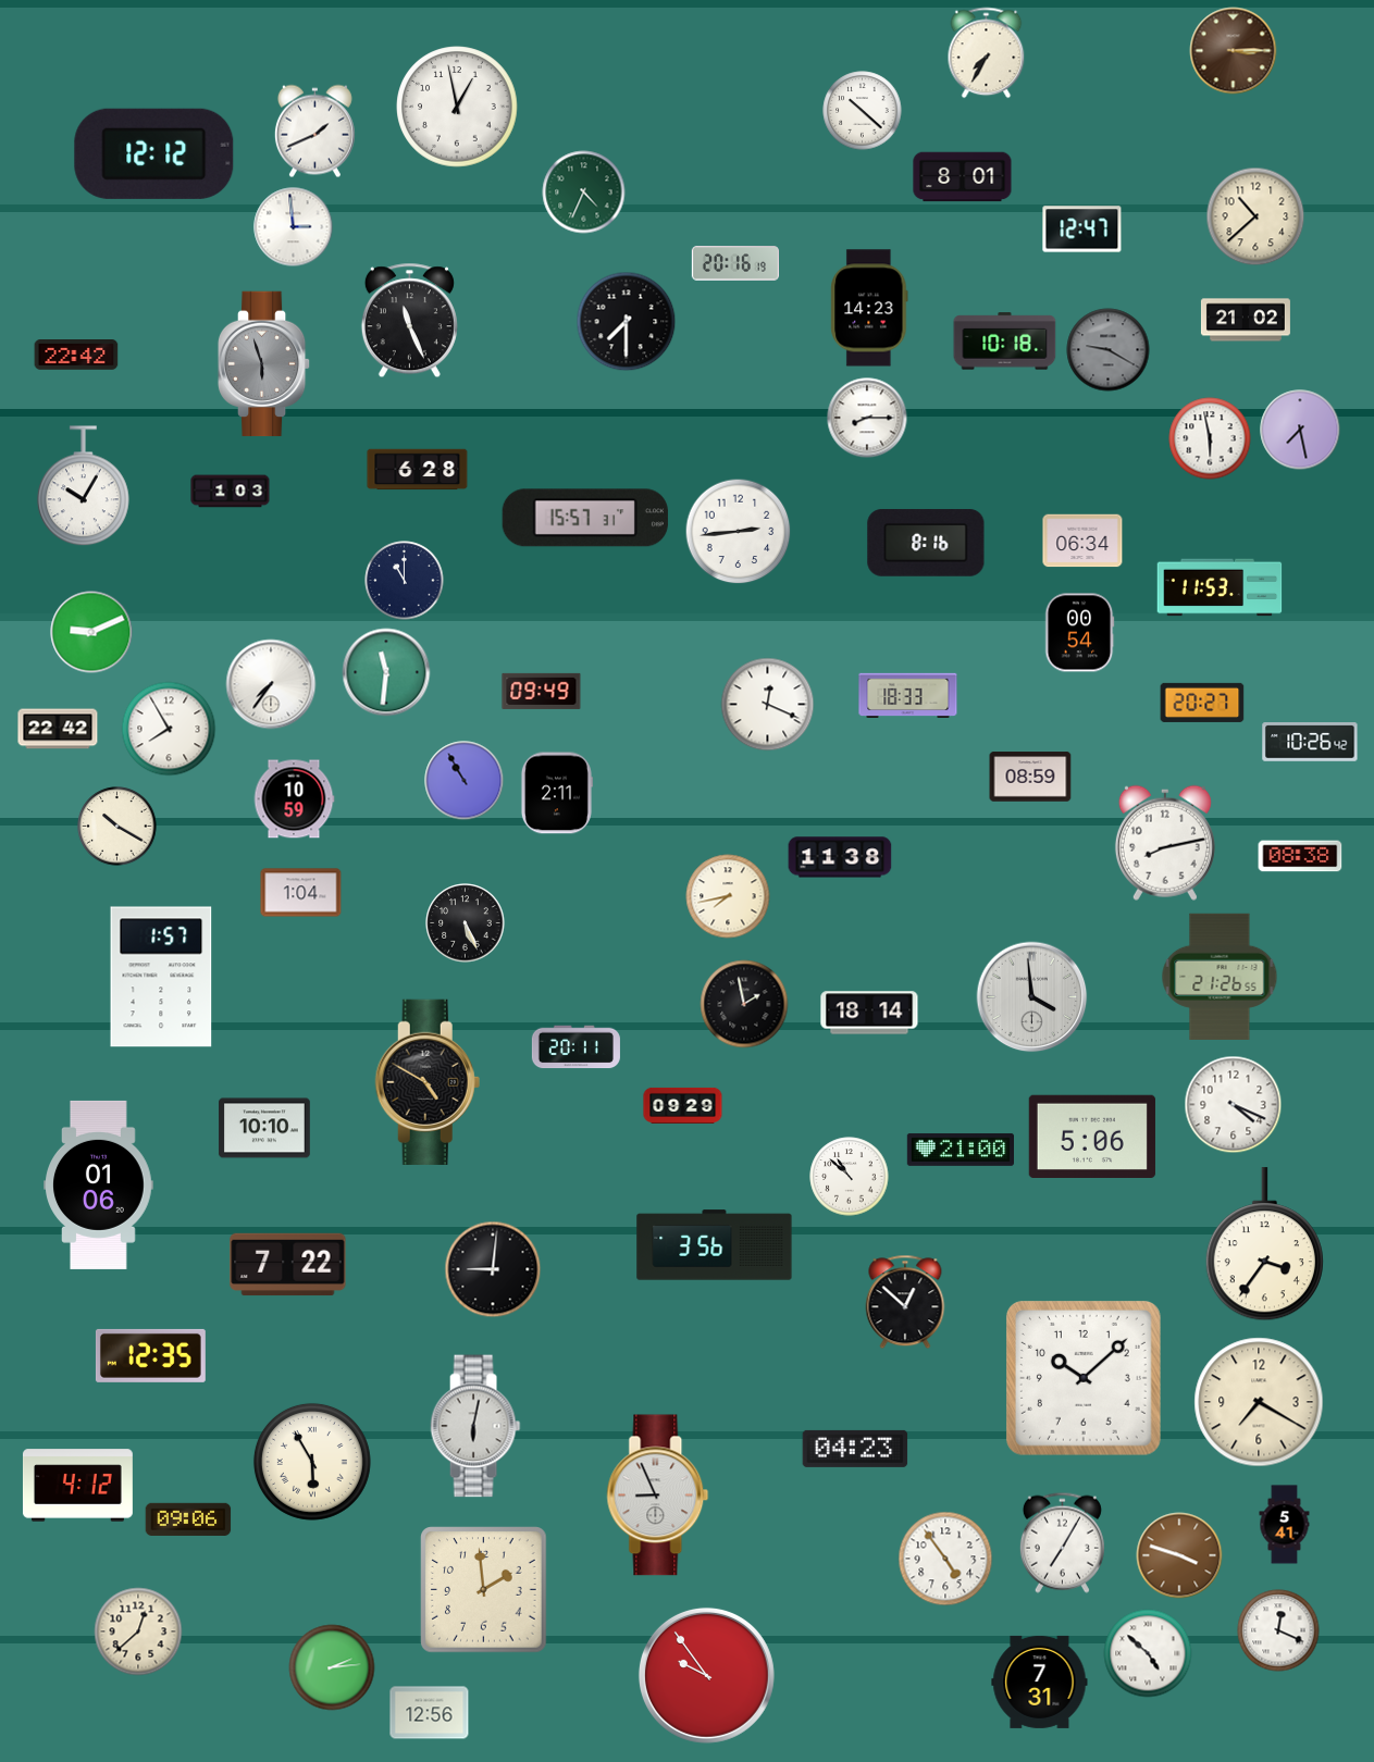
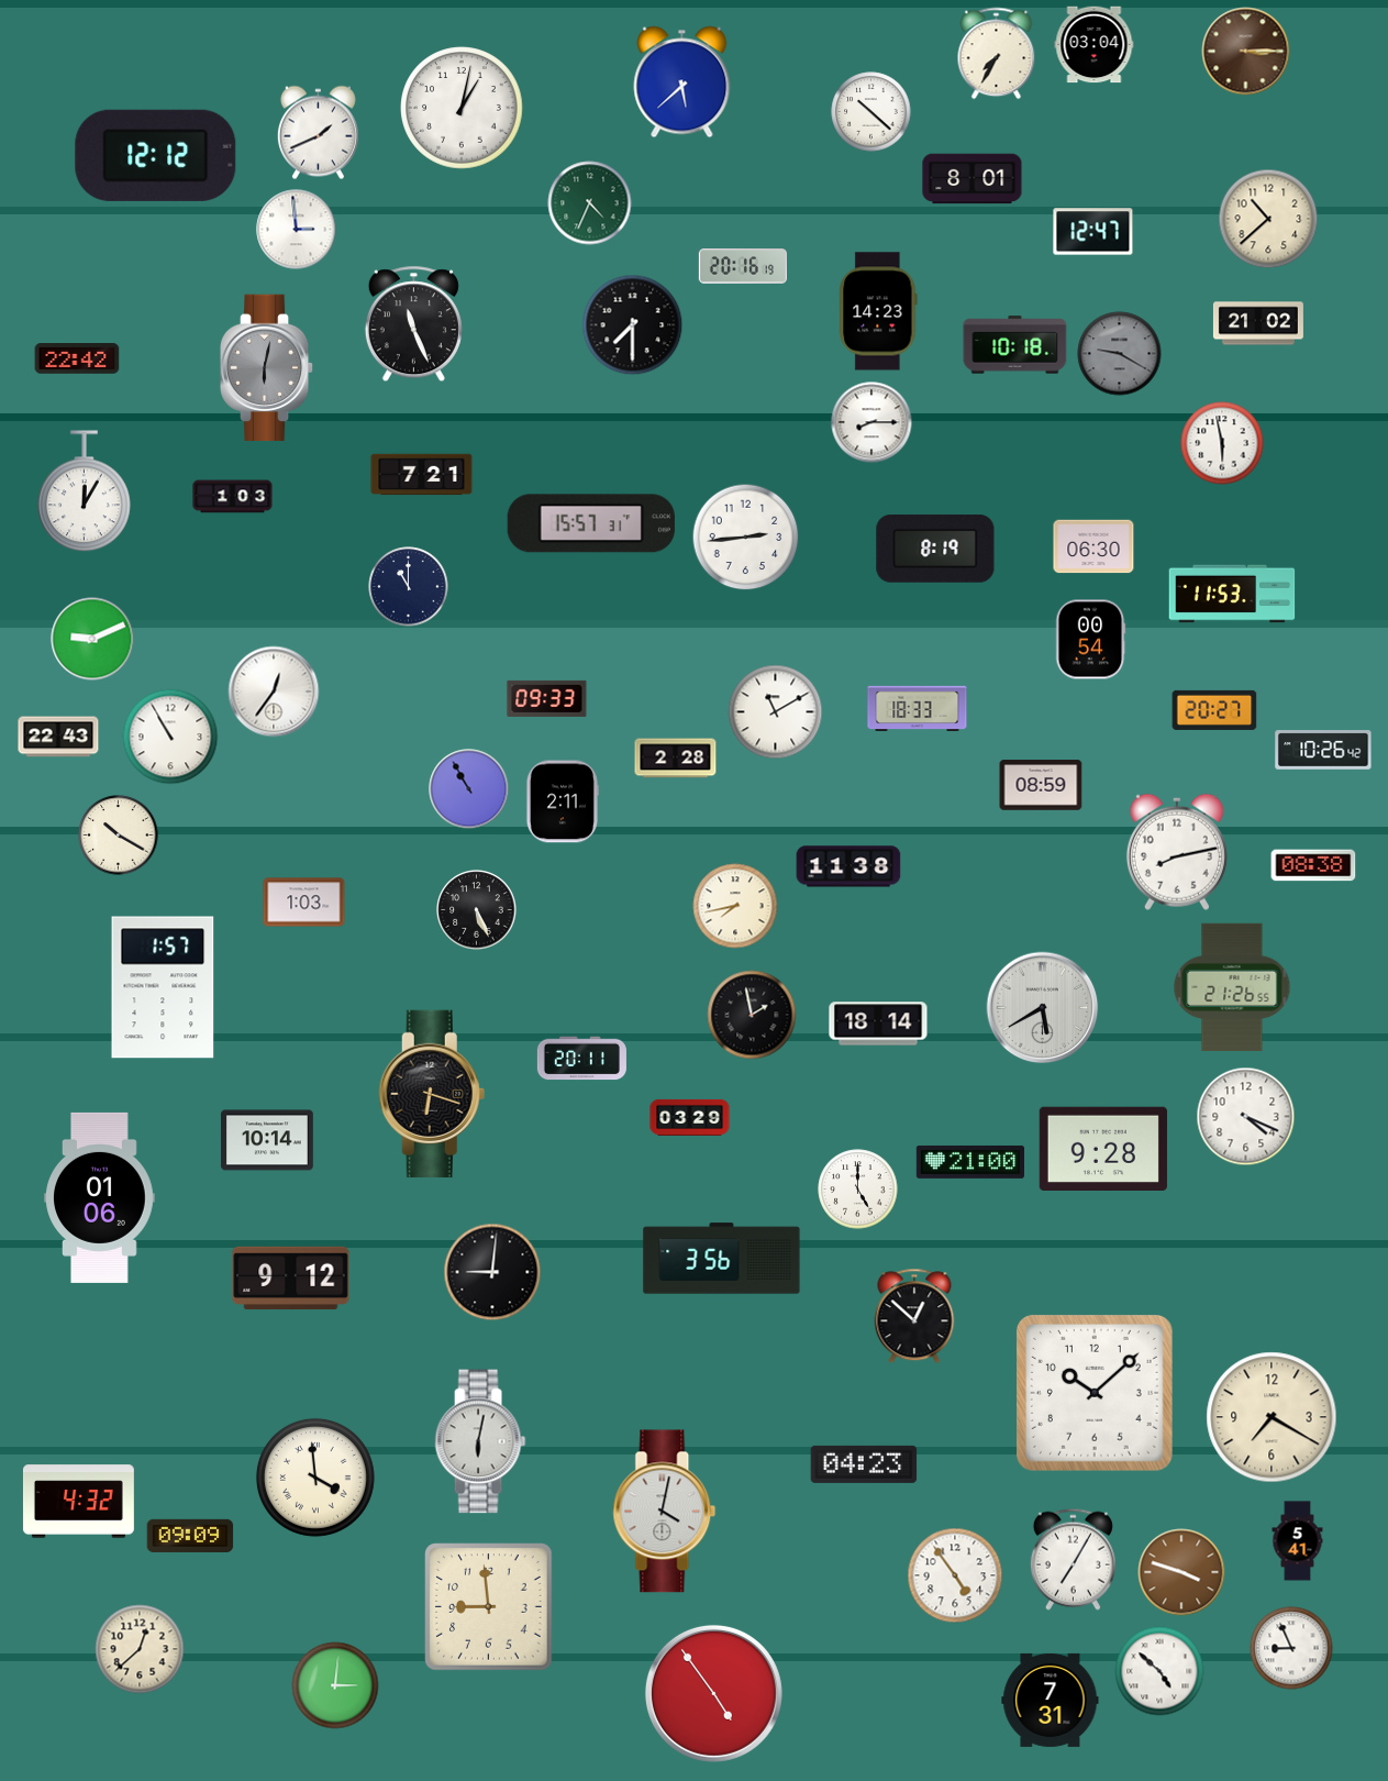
clock at (1095, 45): none -> 03:04
clock at (682, 82): none -> 5:38
clock at (457, 107): 12:58 -> 1:02
clock at (584, 193) position: (584, 193) -> (590, 203)
clock at (264, 364): 5:57 -> 6:02
clock at (867, 418) position: (867, 418) -> (871, 422)
clock at (1300, 430): 7:28 -> none
clock at (418, 470): 6:28 -> 7:21
clock at (83, 486): 10:05 -> 12:05
clock at (1082, 541): 06:34 -> 06:30
clock at (926, 543): 8:16 -> 8:19
clock at (386, 672): 11:31 -> none
clock at (271, 684): 7:36 -> 12:36
clock at (542, 691): 09:49 -> 09:33
clock at (908, 695) position: (908, 695) -> (918, 708)
clock at (768, 705): 12:19 -> 11:10
clock at (58, 729): 22:42 -> 22:43
clock at (169, 729): 7:55 -> 10:55
clock at (676, 759): none -> 2:28
clock at (294, 799): 10:59 -> none
clock at (301, 893): 1:04 -> 1:03
clock at (466, 923) position: (466, 923) -> (477, 910)
clock at (1032, 997): 3:59 -> 5:40
clock at (428, 1082): 4:50 -> 6:18
clock at (683, 1105): 09:29 -> 03:29
clock at (264, 1128): 10:10 -> 10:14
clock at (1092, 1136): 5:06 -> 9:28
clock at (850, 1177): 10:52 -> 5:00
clock at (1264, 1244): 3:36 -> none
clock at (288, 1265): 7:22 -> 9:12
clock at (493, 1269) position: (493, 1269) -> (492, 1272)
clock at (150, 1355): 12:35 -> none
clock at (312, 1462): 5:55 -> 3:59
clock at (77, 1486): 4:12 -> 4:32
clock at (658, 1496): 8:56 -> 4:02
clock at (188, 1519): 09:06 -> 09:09
clock at (1179, 1555) position: (1179, 1555) -> (1181, 1572)
clock at (484, 1590): 1:59 -> 8:59
clock at (1278, 1630): 12:19 -> 8:56
clock at (332, 1667): 2:14 -> 3:01
clock at (706, 1675): 9:54 -> 4:54
clock at (430, 1713): 12:56 -> none
